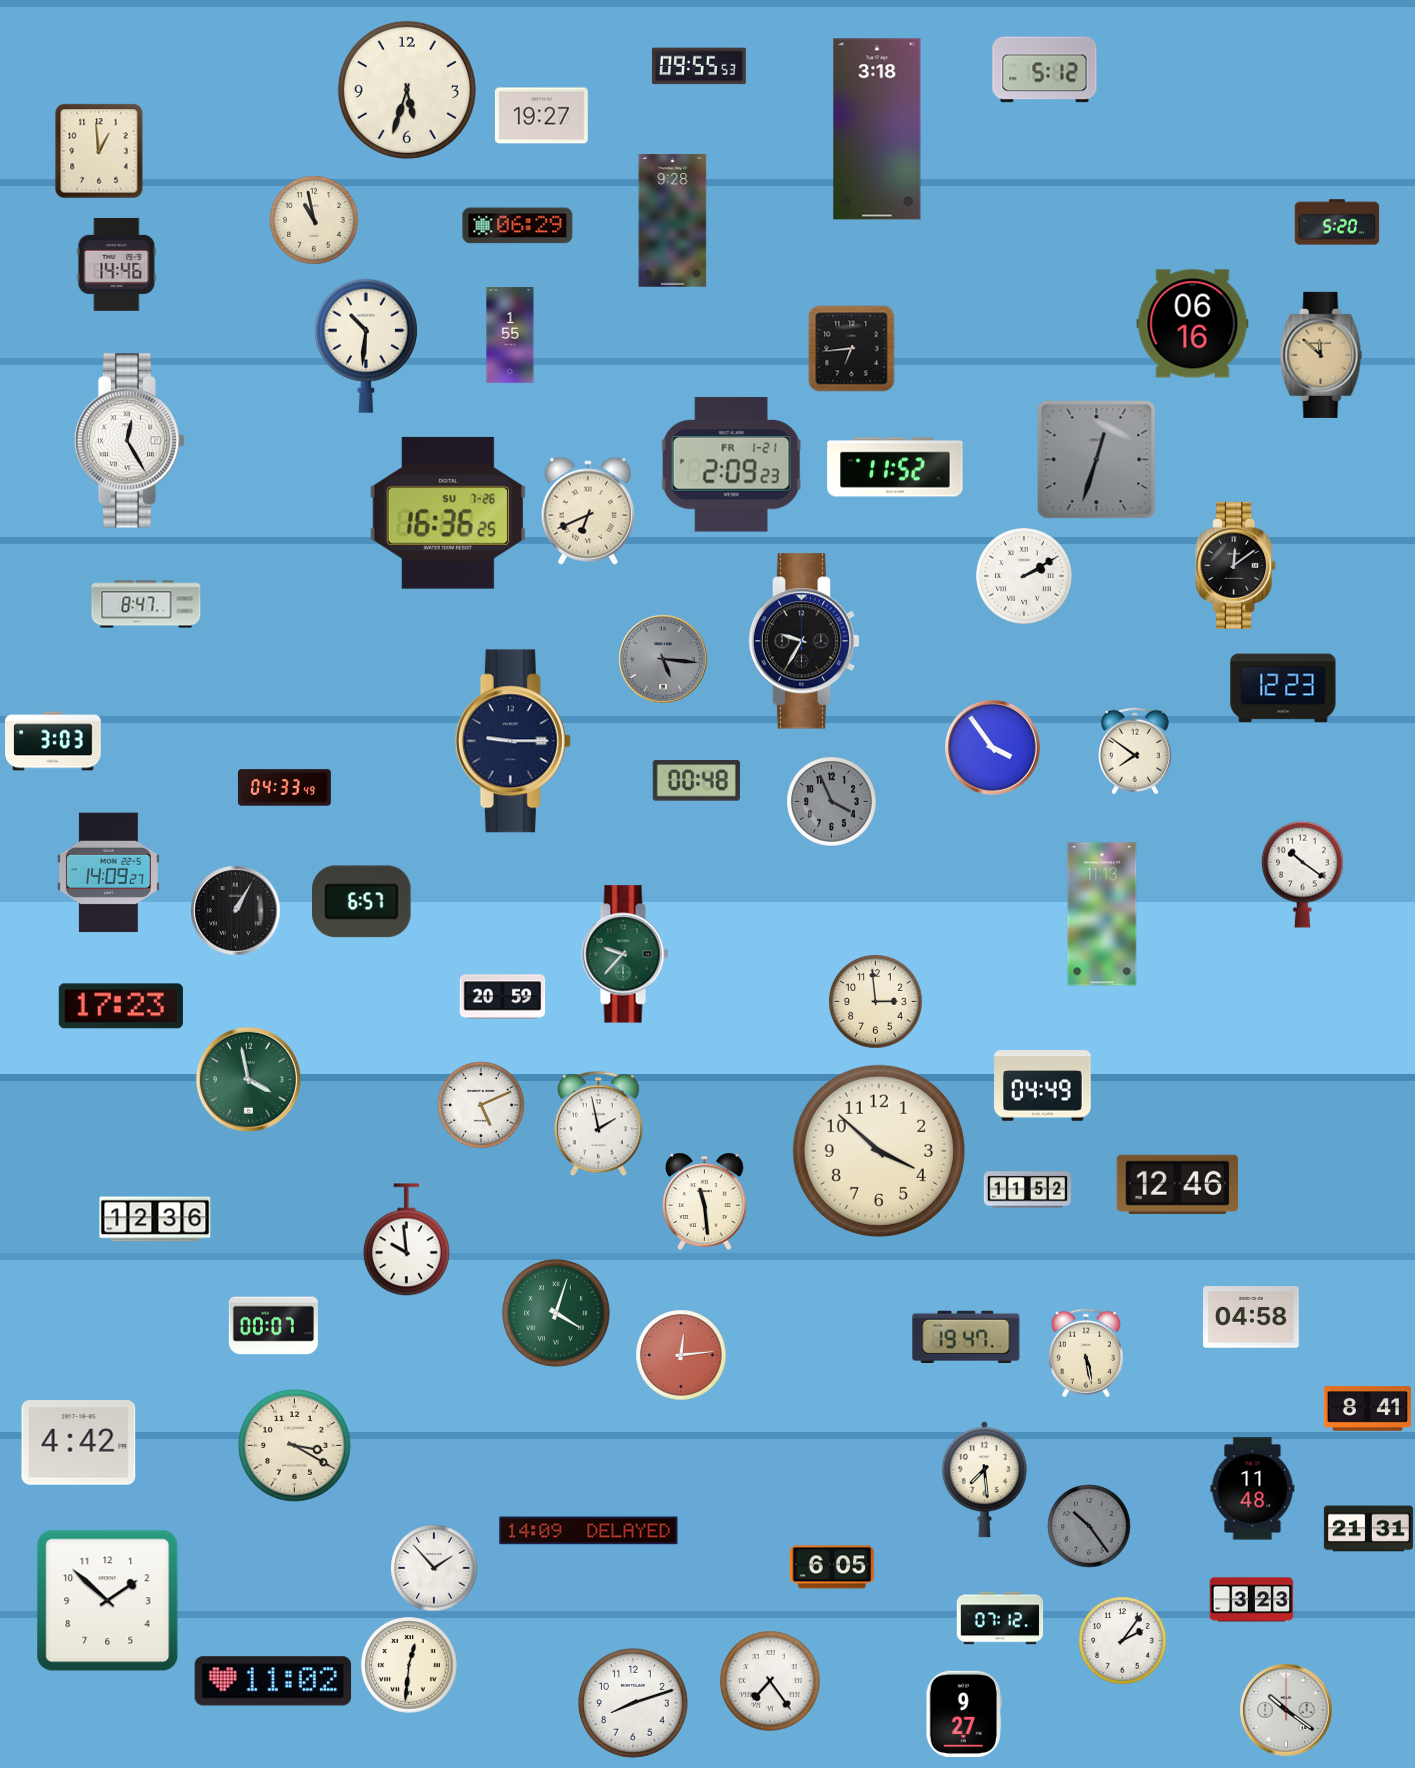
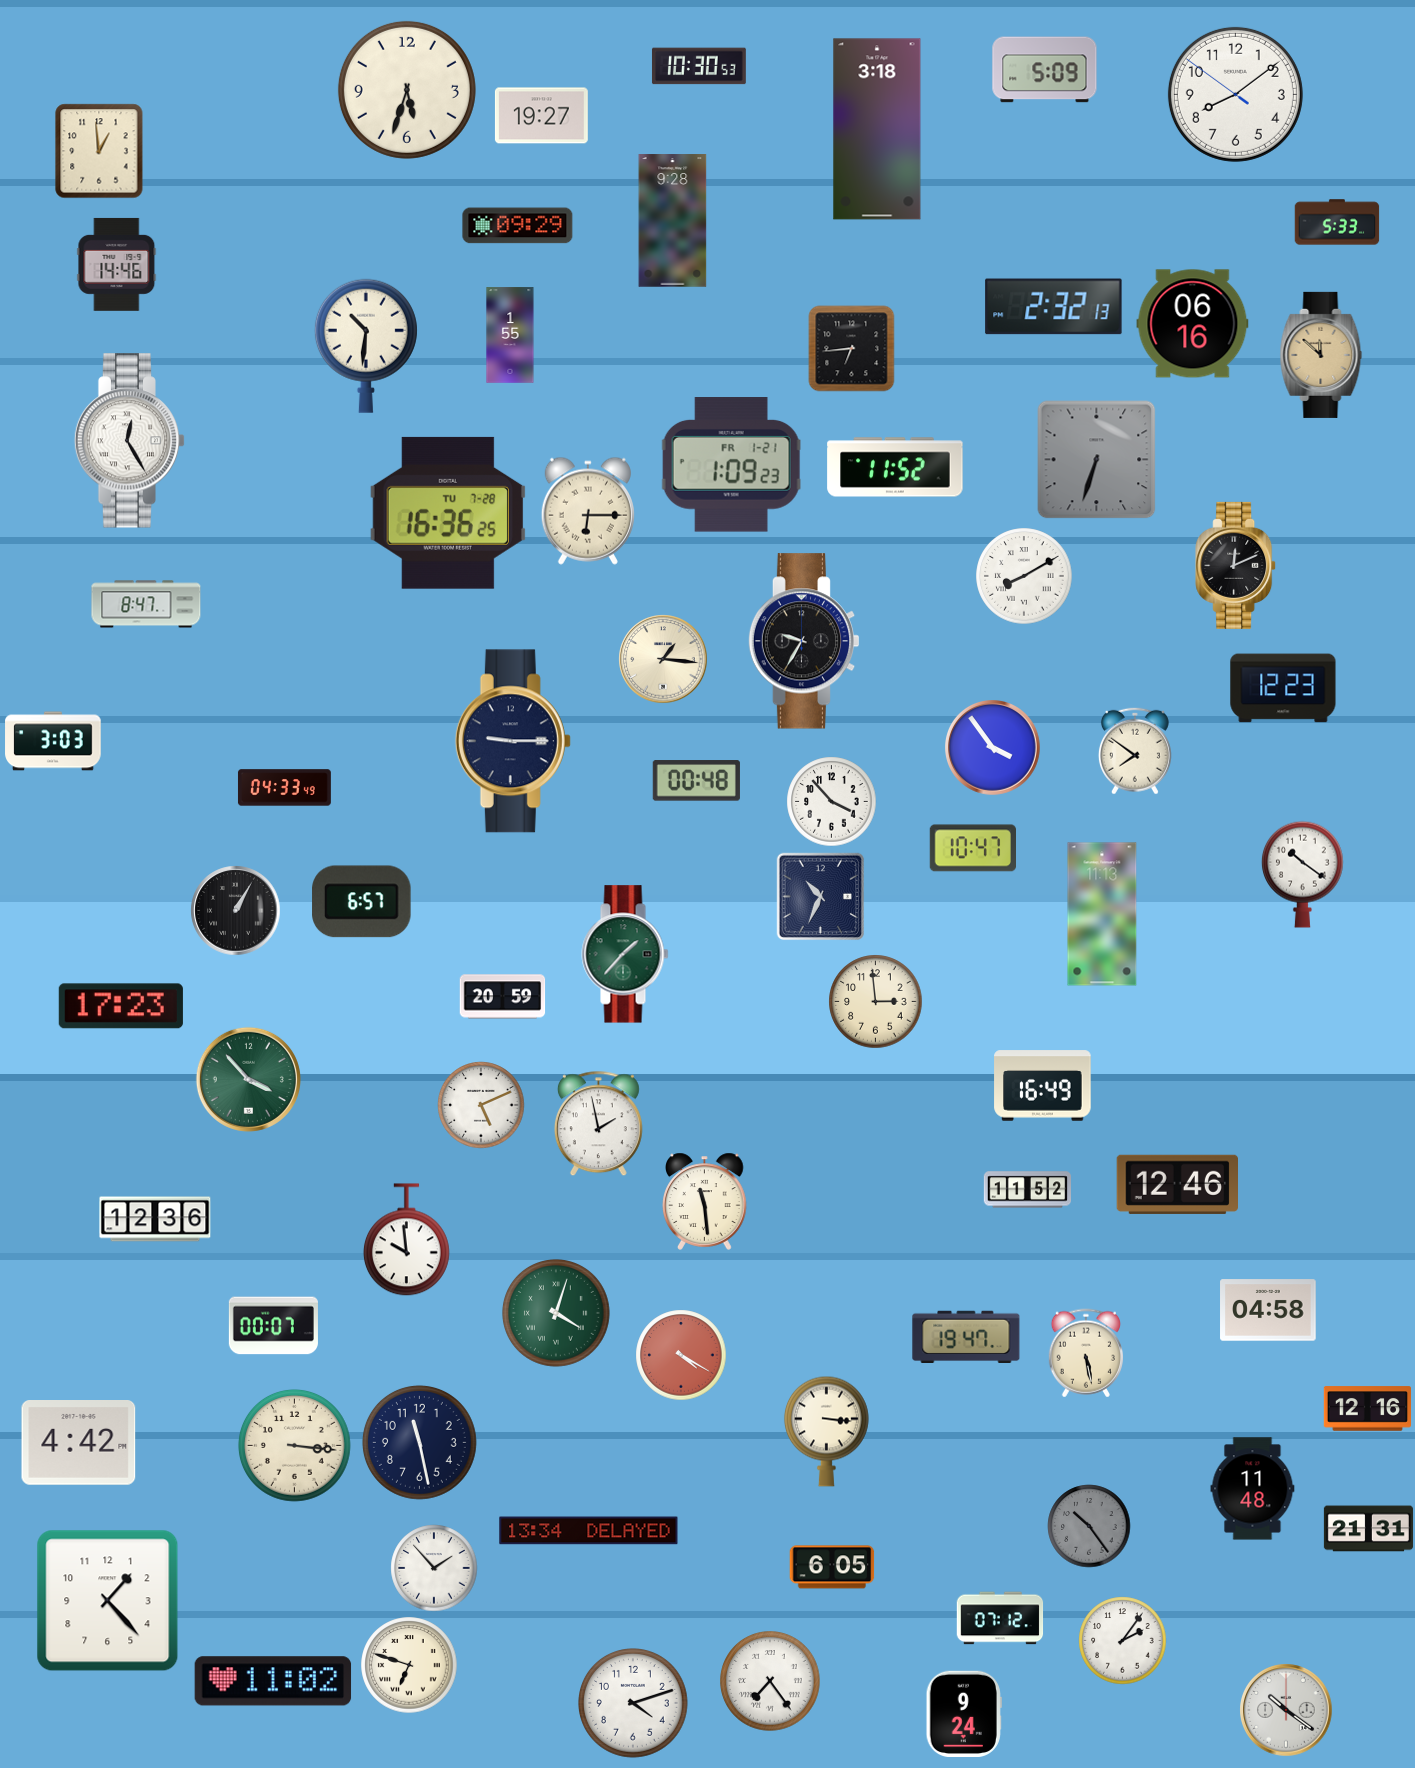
clock at (699, 66): 09:55 -> 10:30
clock at (1045, 70): 5:12 -> 5:09
clock at (1235, 94): none -> 8:08
clock at (314, 220): 10:58 -> none
clock at (1337, 222): 5:20 -> 5:33
clock at (518, 226): 06:29 -> 09:29
clock at (1054, 307): none -> 2:32
clock at (1097, 460): 12:33 -> 6:33
clock at (731, 465): 2:09 -> 1:09
clock at (588, 511): 6:41 -> 6:15
clock at (448, 513) date: SU 7-26 -> TU 7-28
clock at (1236, 565): 12:09 -> 12:11
clock at (1024, 576): 2:10 -> 8:10
clock at (663, 659): 5:16 -> 1:16
clock at (663, 659) dial: grey -> cream
clock at (832, 802): 3:56 -> 3:53
clock at (832, 802) dial: grey -> white
clock at (972, 848): none -> 10:47
clock at (108, 873): 14:09 -> none
clock at (821, 897): none -> 10:34
clock at (625, 954): 9:37 -> 1:37
clock at (248, 1079): 3:58 -> 3:53
clock at (1043, 1086): 04:49 -> 16:49
clock at (879, 1151): 3:52 -> none
clock at (1251, 1317) position: (1251, 1317) -> (1268, 1310)
clock at (681, 1355): 12:14 -> 4:20
clock at (1367, 1409): 8:41 -> 12:16
clock at (826, 1431): none -> 3:16
clock at (419, 1442): none -> 11:28
clock at (295, 1446): 3:20 -> 3:16
clock at (984, 1480): 7:29 -> none
clock at (589, 1531): 14:09 -> 13:34
clock at (1252, 1600): 3:23 -> none
clock at (108, 1601): 1:52 -> 1:23
clock at (409, 1665): 12:31 -> 6:48
clock at (634, 1704): 8:12 -> 4:12
clock at (964, 1713): 9:27 -> 9:24
